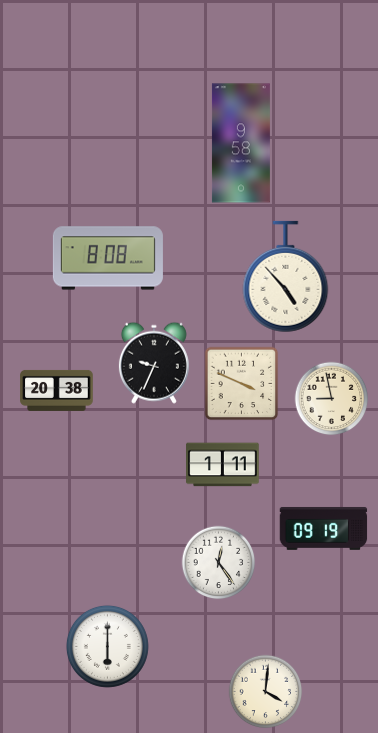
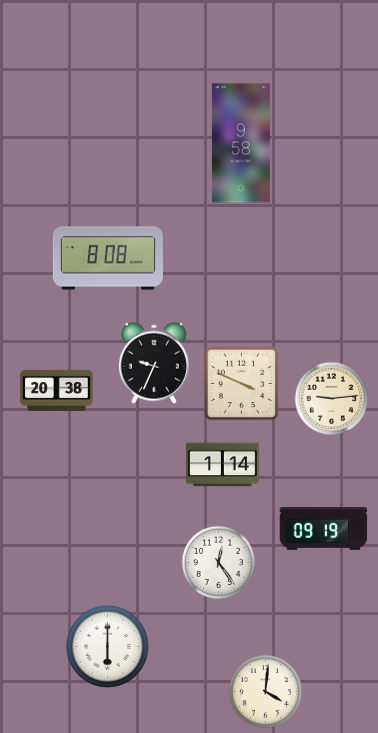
clock at (286, 277): 4:53 -> none
clock at (332, 399): 8:58 -> 9:14
clock at (223, 465): 1:11 -> 1:14
